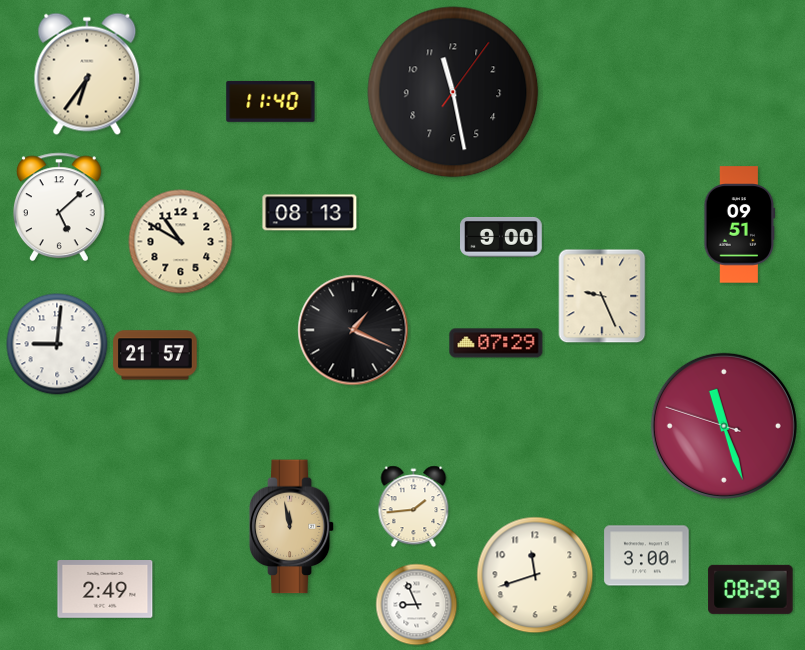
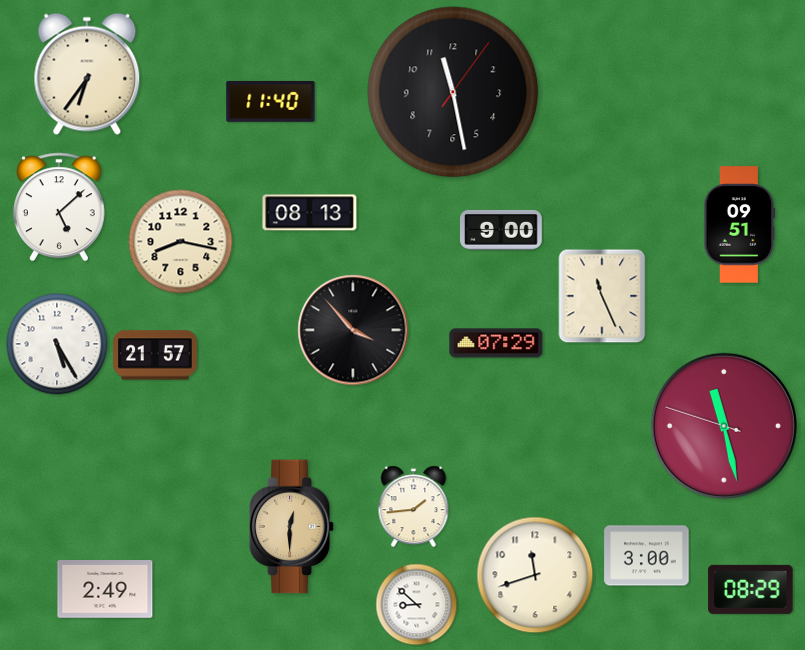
clock at (502, 237) position: (502, 237) -> (502, 230)
clock at (181, 242): 10:50 -> 8:17
clock at (602, 296): 9:26 -> 11:26
clock at (353, 330): 1:19 -> 3:53
clock at (57, 344): 9:01 -> 5:25
clock at (724, 426): 11:26 -> 11:27
clock at (292, 527): 11:58 -> 12:30
clock at (417, 605): 8:56 -> 8:52
